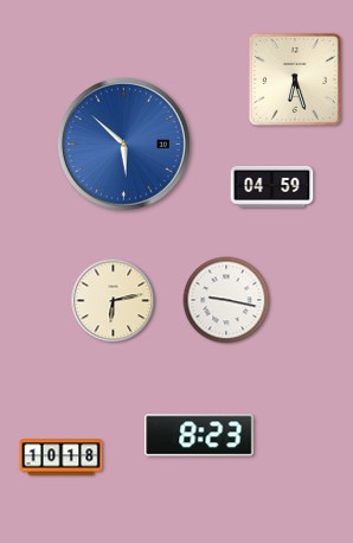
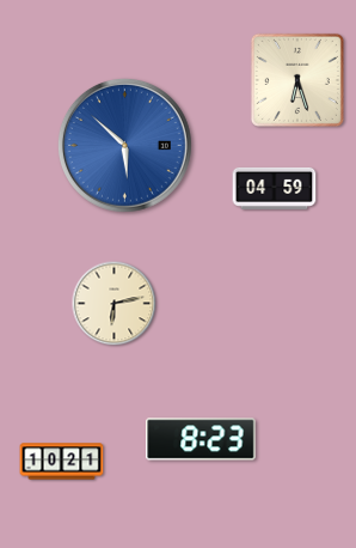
clock at (226, 300): 9:17 -> none
clock at (62, 458): 10:18 -> 10:21
